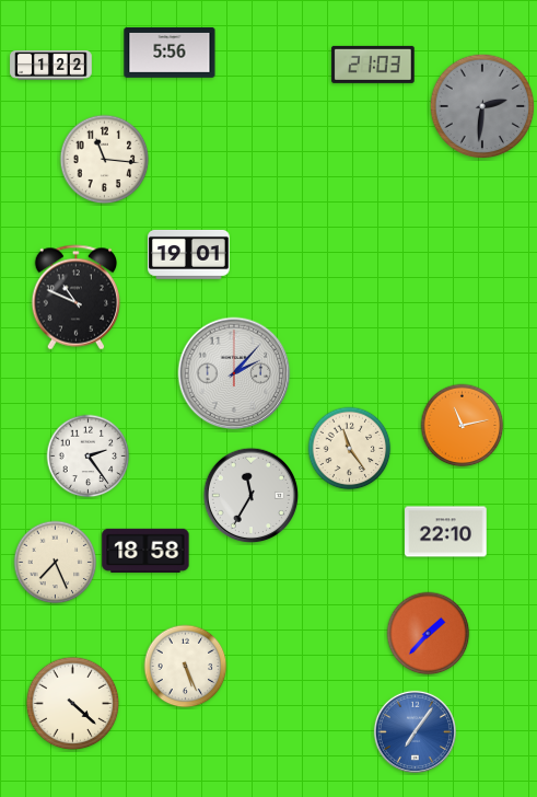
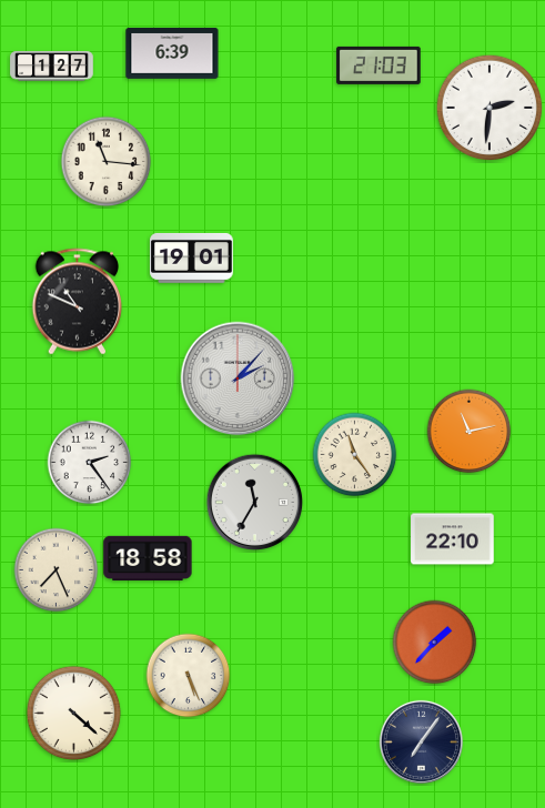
clock at (170, 53): 5:56 -> 6:39
clock at (51, 66): 1:22 -> 1:27
clock at (482, 106) dial: grey -> white
clock at (415, 731) dial: blue -> navy
